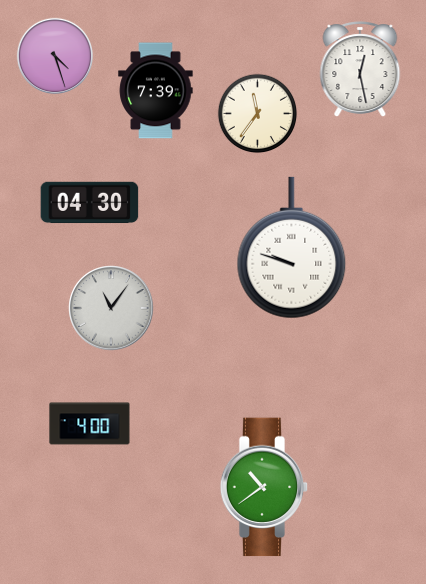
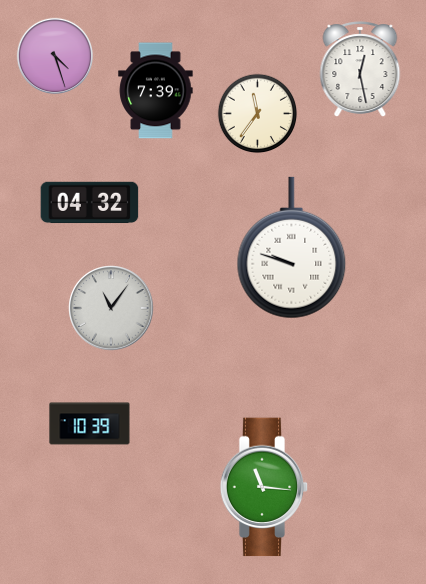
clock at (90, 203): 04:30 -> 04:32
clock at (90, 424): 4:00 -> 10:39
clock at (264, 487): 10:39 -> 11:16
